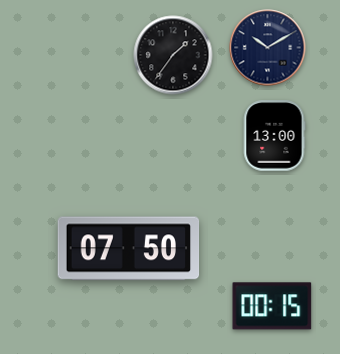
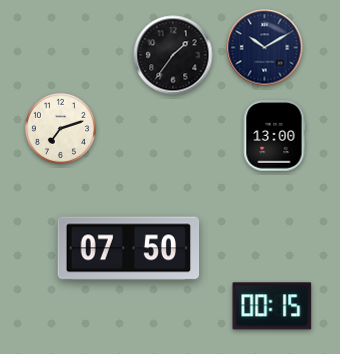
clock at (268, 48) position: (268, 48) -> (265, 48)
clock at (60, 128): none -> 7:12
